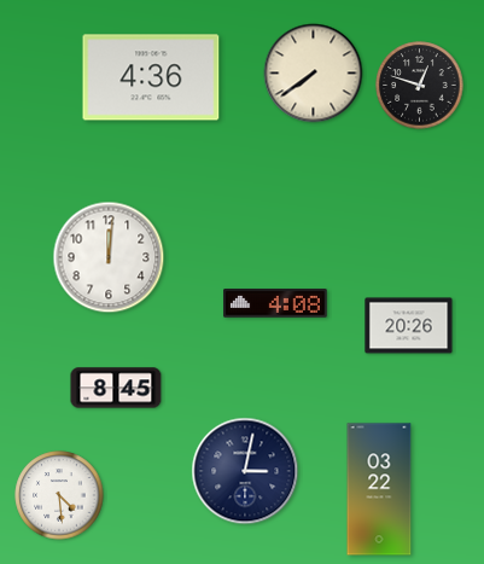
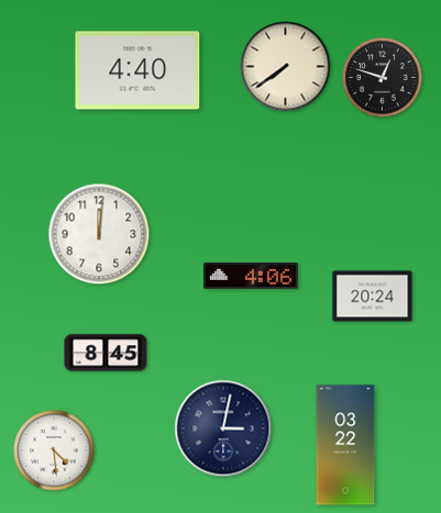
clock at (151, 77): 4:36 -> 4:40
clock at (275, 303): 4:08 -> 4:06
clock at (409, 326): 20:26 -> 20:24
